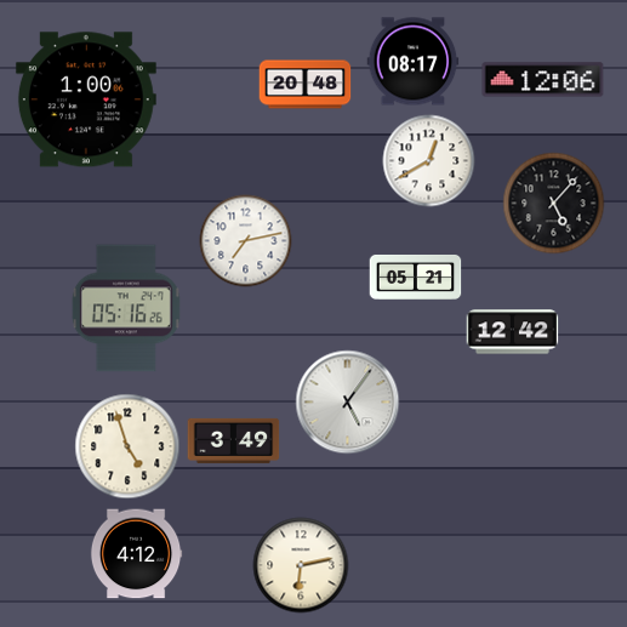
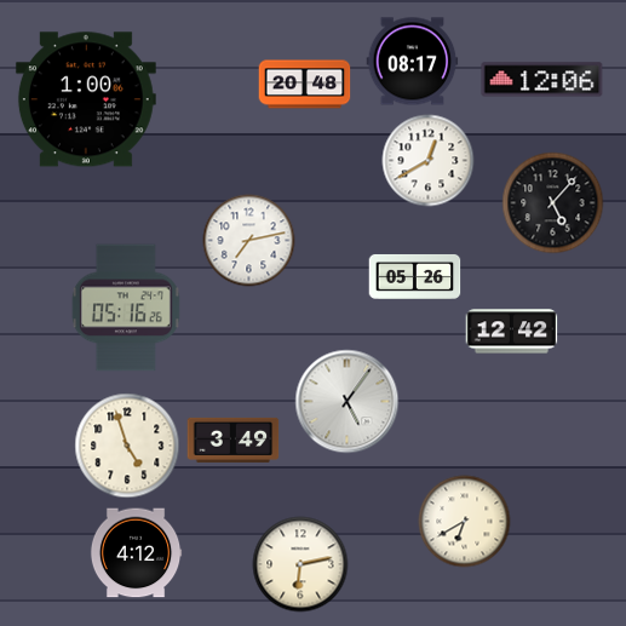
clock at (246, 241) position: (246, 241) -> (249, 241)
clock at (416, 277): 05:21 -> 05:26
clock at (465, 522): none -> 6:40
